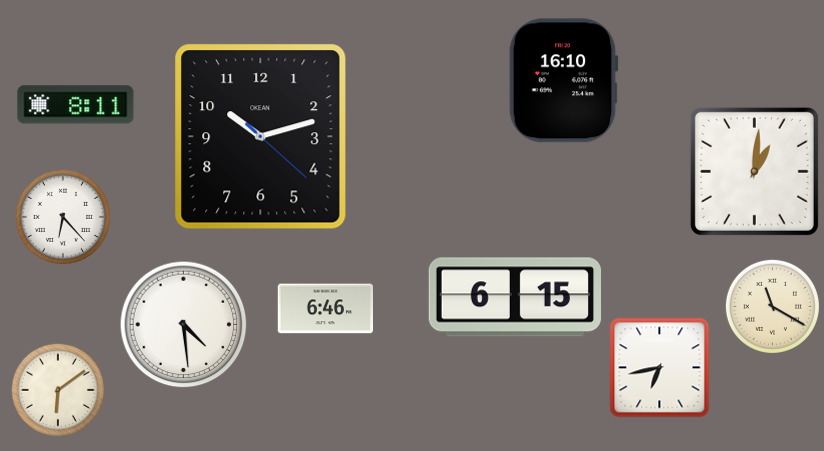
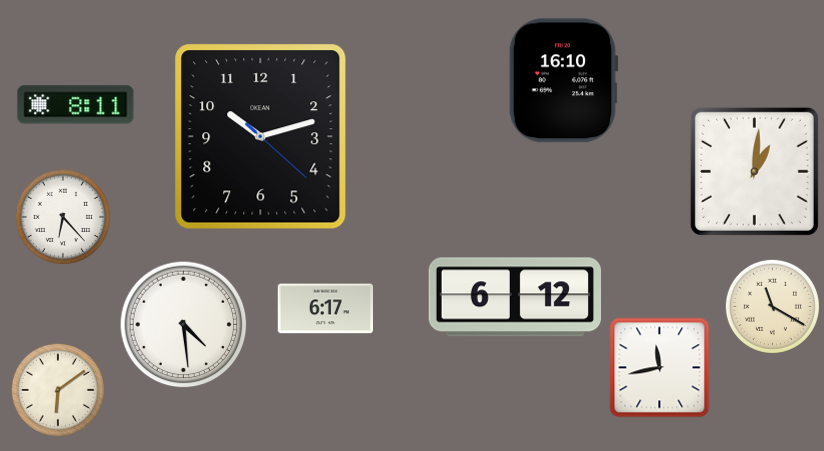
clock at (515, 297): 6:15 -> 6:12
clock at (325, 309): 6:46 -> 6:17
clock at (660, 368): 6:43 -> 11:43
